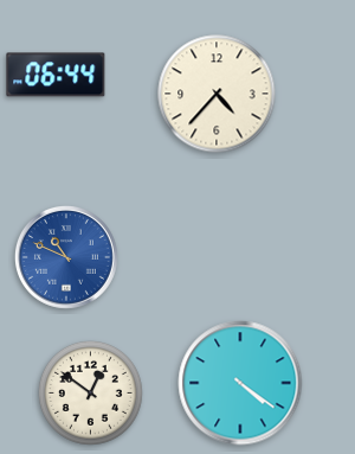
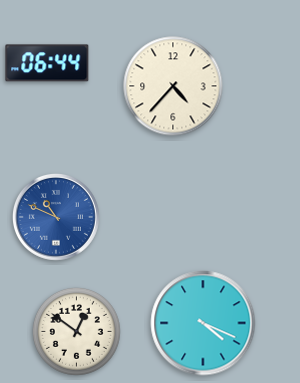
clock at (217, 94) position: (217, 94) -> (173, 86)
clock at (240, 383): 4:21 -> 4:19
